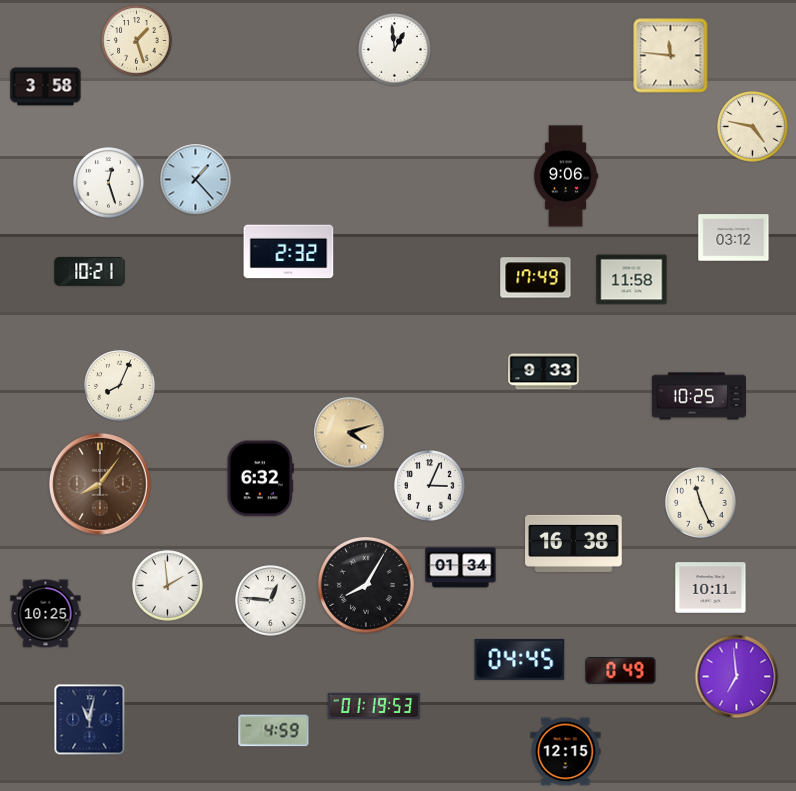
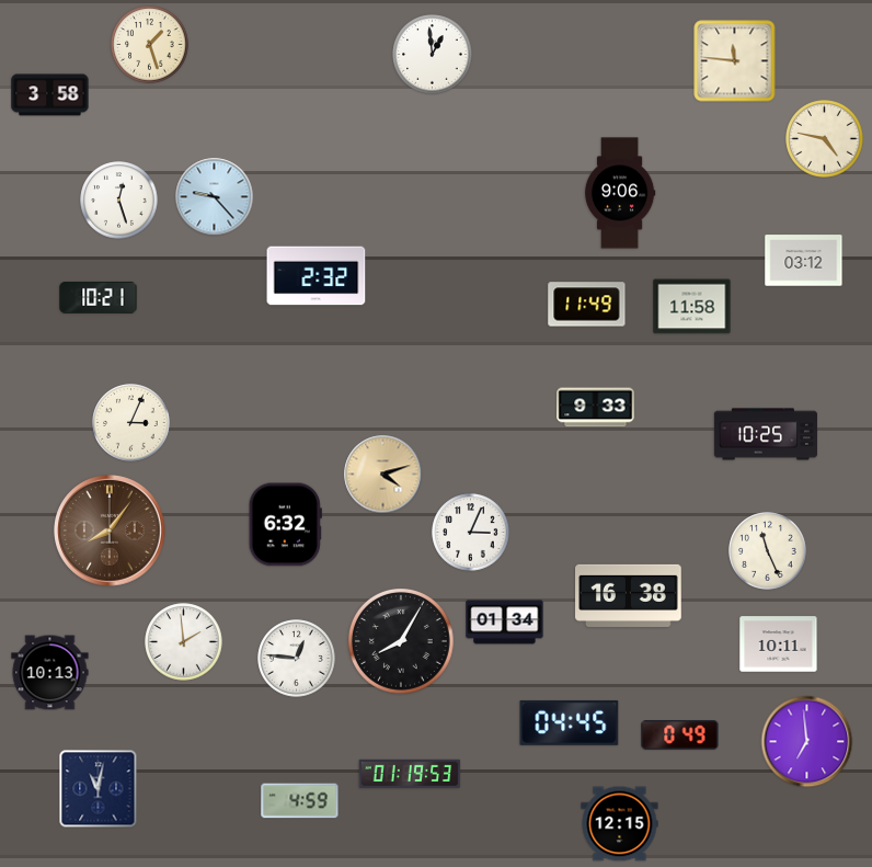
clock at (196, 180): 1:23 -> 9:23
clock at (536, 278): 17:49 -> 11:49
clock at (120, 386): 8:04 -> 3:04
clock at (46, 614): 10:25 -> 10:13
